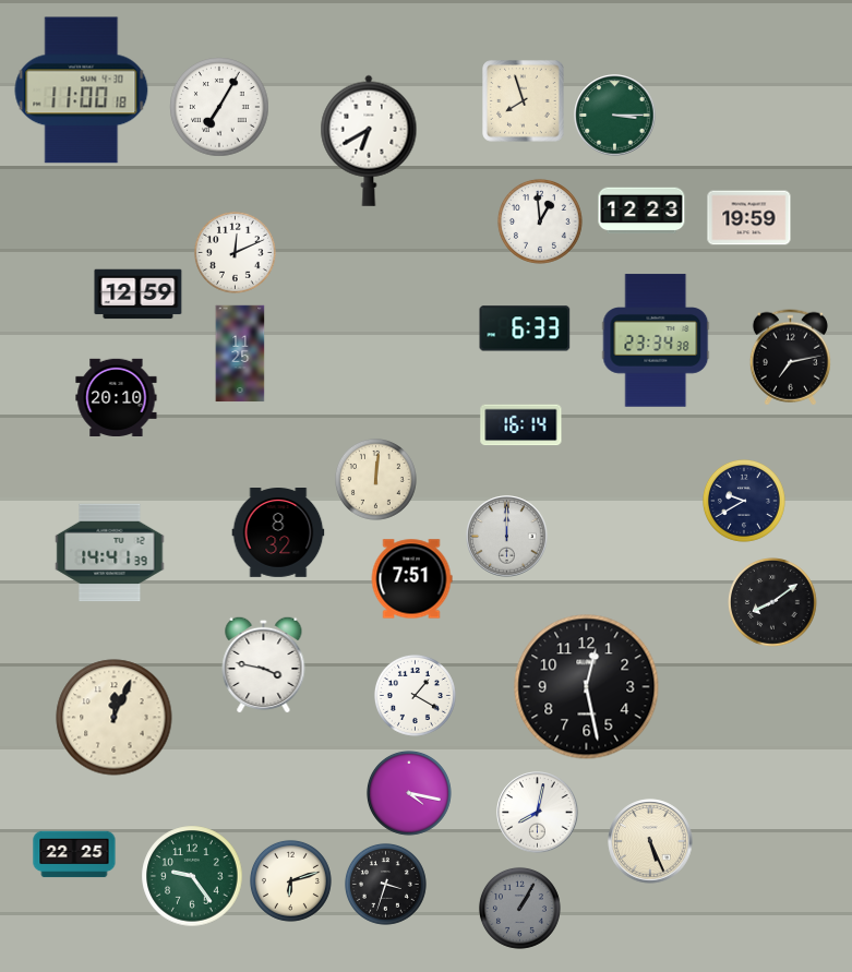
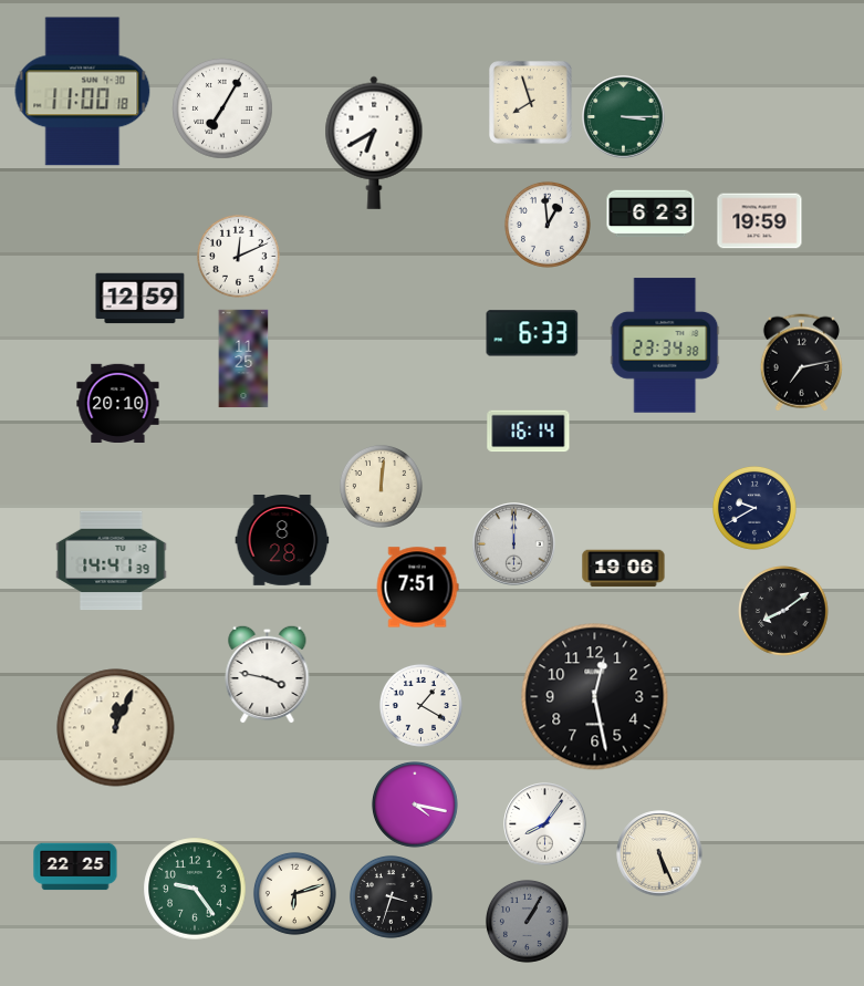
clock at (641, 211): 12:23 -> 6:23
clock at (278, 533): 8:32 -> 8:28
clock at (624, 569): none -> 19:06
clock at (538, 813): 8:02 -> 8:06
